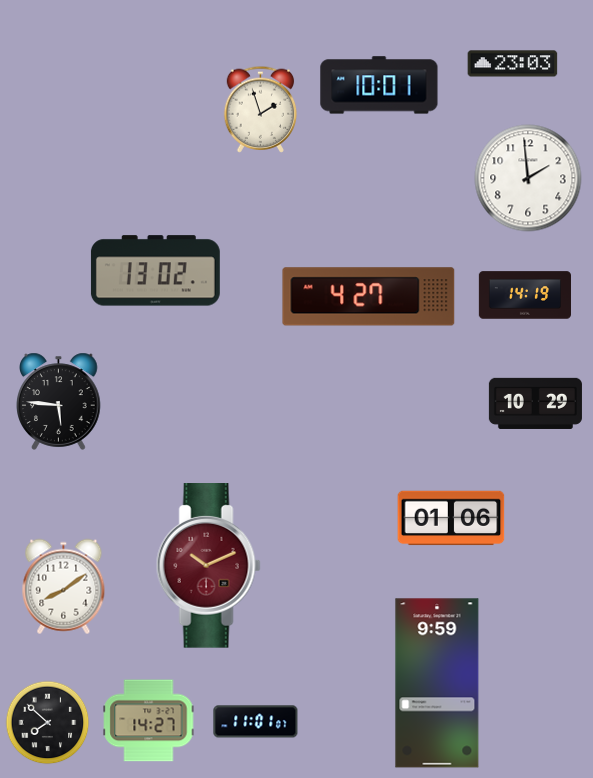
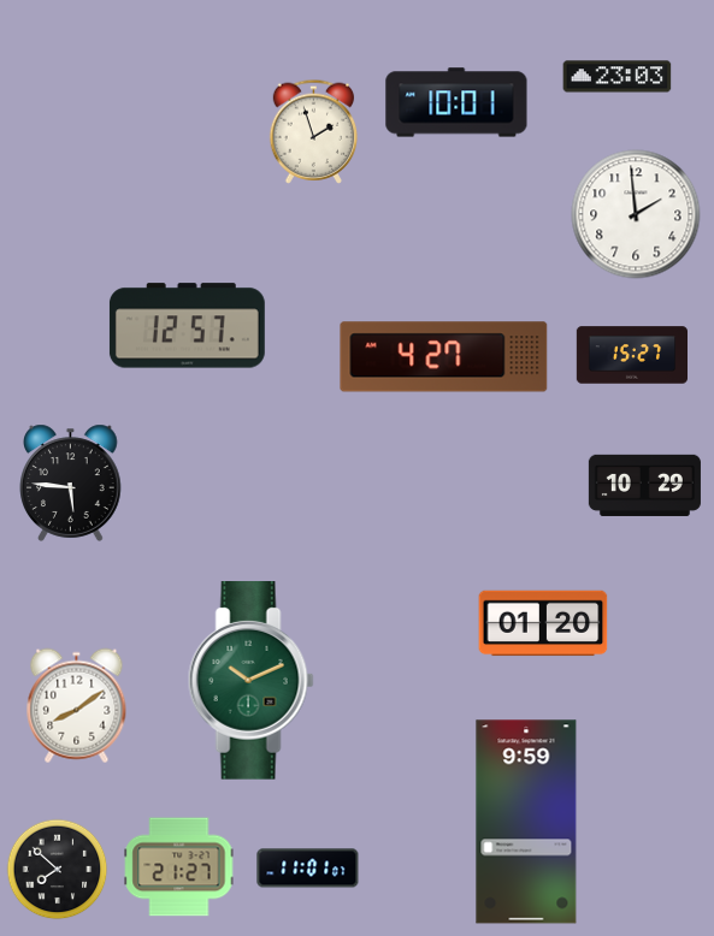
clock at (155, 271): 13:02 -> 12:57
clock at (524, 295): 14:19 -> 15:27
clock at (451, 518): 01:06 -> 01:20
clock at (208, 566) dial: burgundy -> green
clock at (149, 721): 14:27 -> 21:27
